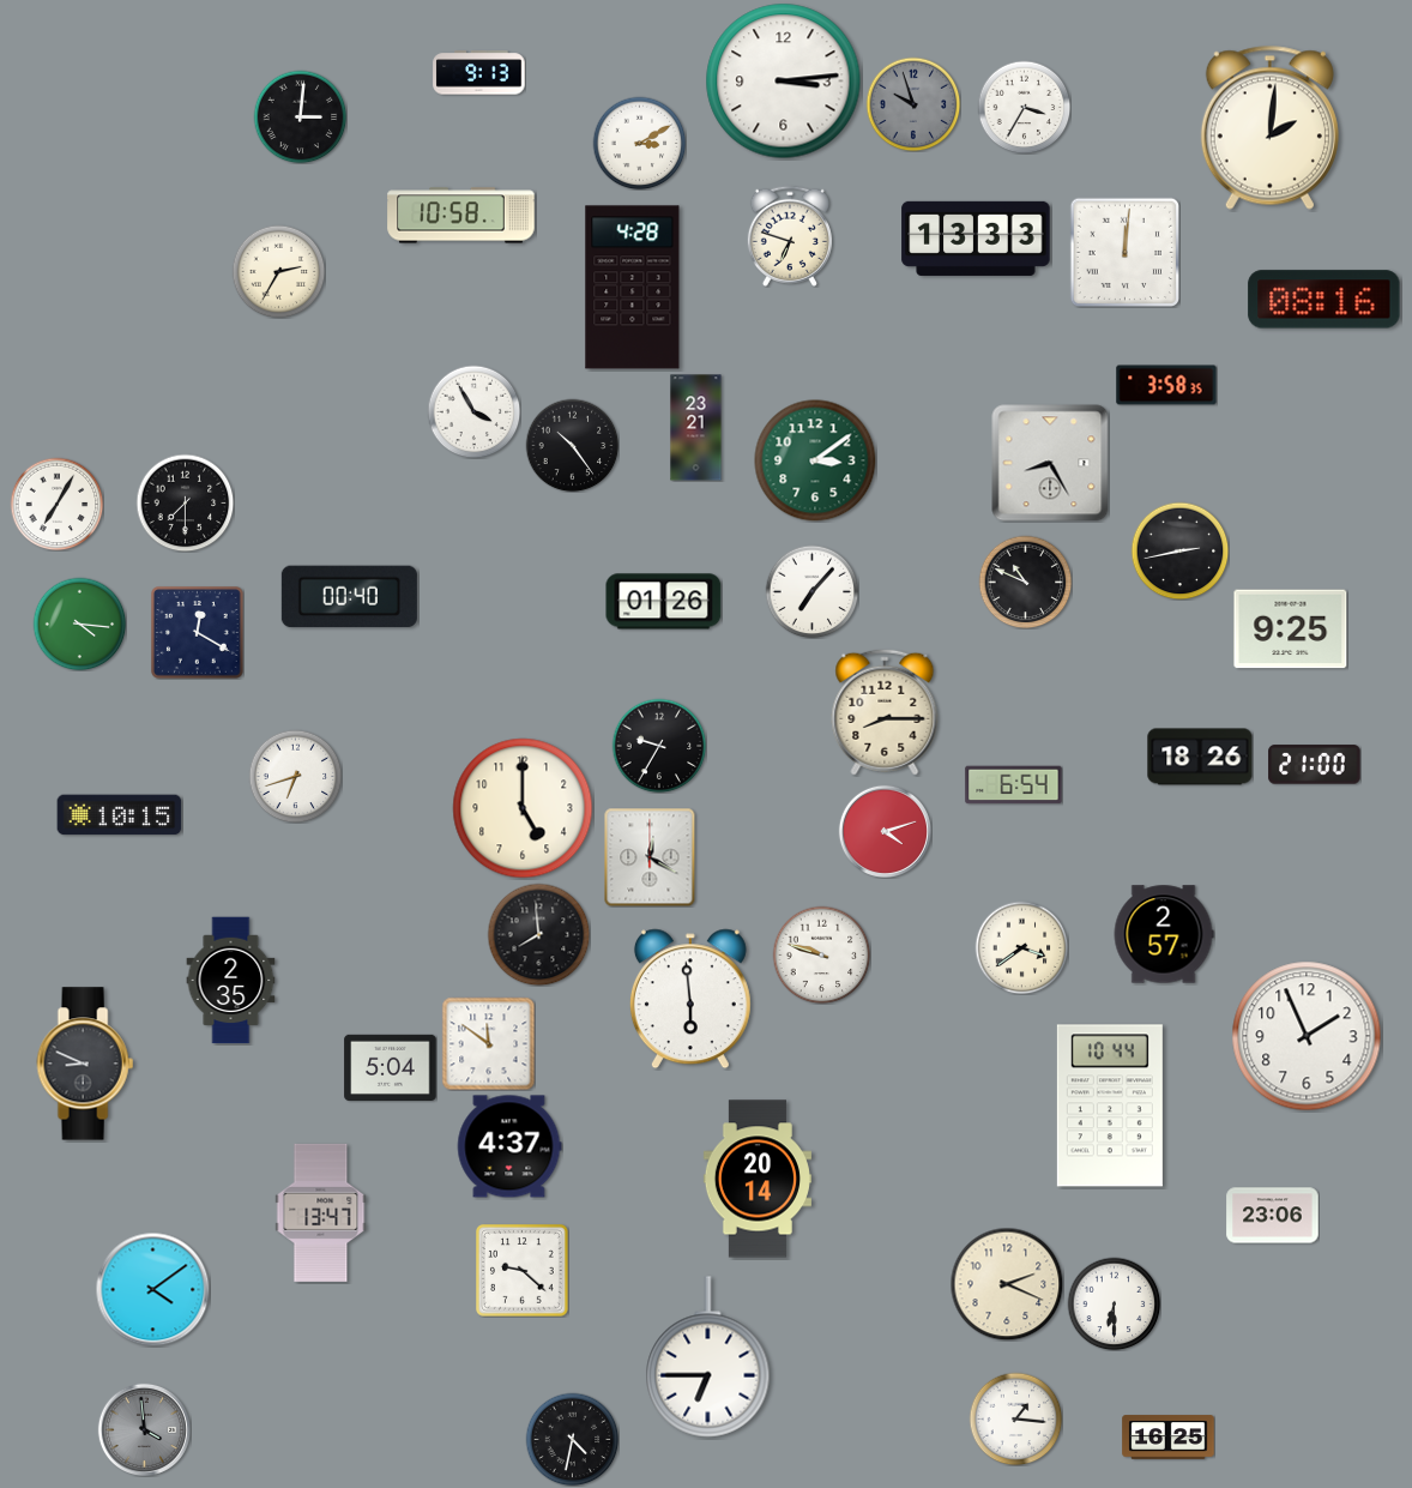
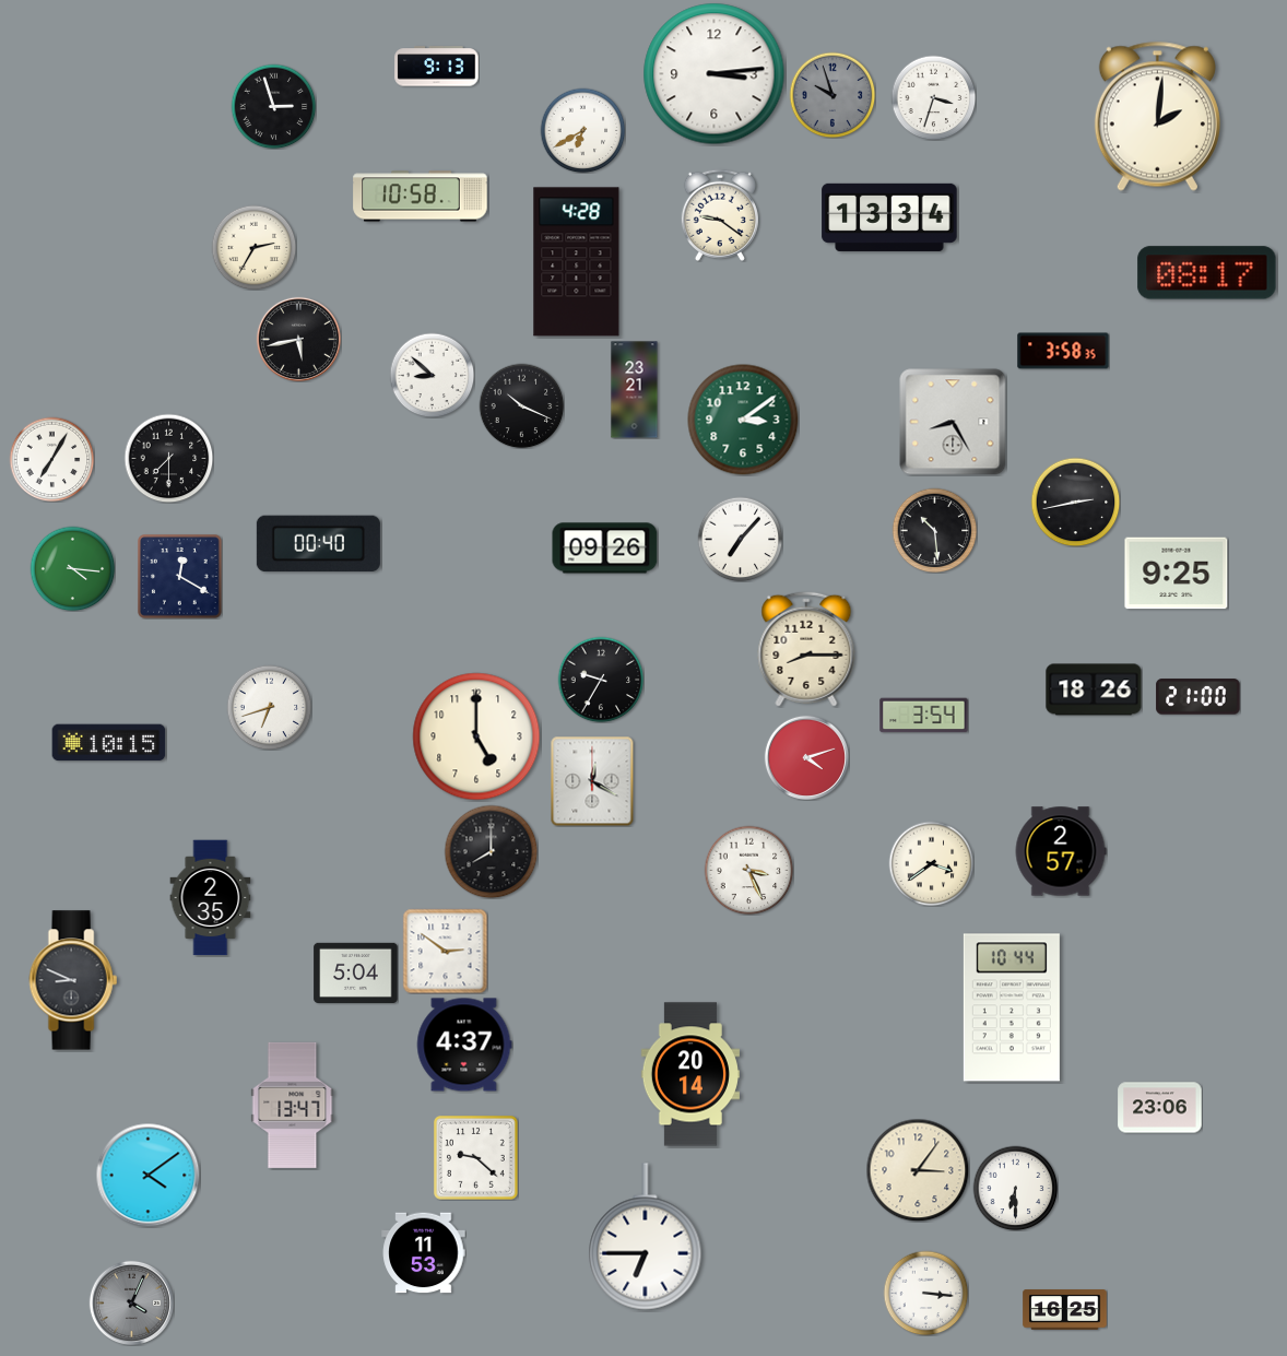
clock at (1024, 107): 3:35 -> 3:33
clock at (300, 116): 3:01 -> 2:57
clock at (639, 143): 3:10 -> 6:40
clock at (790, 236): 6:48 -> 9:21
clock at (976, 239): 13:33 -> 13:34
clock at (1124, 252): 12:01 -> none
clock at (1324, 300): 08:16 -> 08:17
clock at (298, 339): none -> 5:43
clock at (473, 411): 3:55 -> 8:52
clock at (572, 445): 10:24 -> 10:19
clock at (1050, 463) position: (1050, 463) -> (953, 422)
clock at (1025, 582): 10:49 -> 10:29
clock at (664, 602): 01:26 -> 09:26
clock at (1014, 785): 6:54 -> 3:54
clock at (538, 934): 7:59 -> 8:00
clock at (821, 954): 9:48 -> 3:26
clock at (231, 981) position: (231, 981) -> (211, 898)
clock at (690, 999): 5:59 -> none
clock at (1307, 1036): 1:56 -> none
clock at (488, 1043): 11:51 -> 2:51
clock at (85, 1064) position: (85, 1064) -> (73, 980)
clock at (1007, 1284): 2:19 -> 3:06
clock at (152, 1289) position: (152, 1289) -> (147, 1175)
clock at (424, 1253): none -> 11:53
clock at (1015, 1418): 1:16 -> 3:16
clock at (144, 1429): 3:59 -> 4:04
clock at (572, 1439): 4:32 -> none
